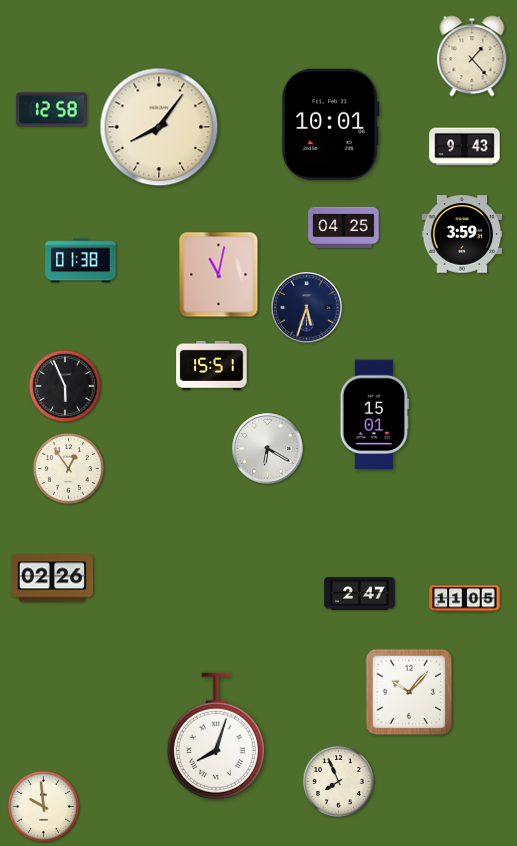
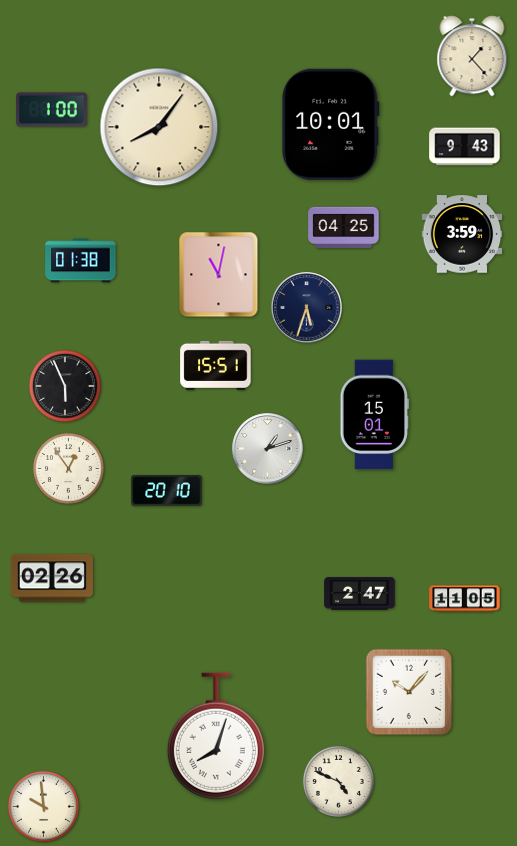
clock at (52, 110): 12:58 -> 1:00
clock at (212, 365) position: (212, 365) -> (216, 365)
clock at (268, 449): 6:20 -> 1:12
clock at (167, 491): none -> 20:10
clock at (338, 781): 7:56 -> 4:49
